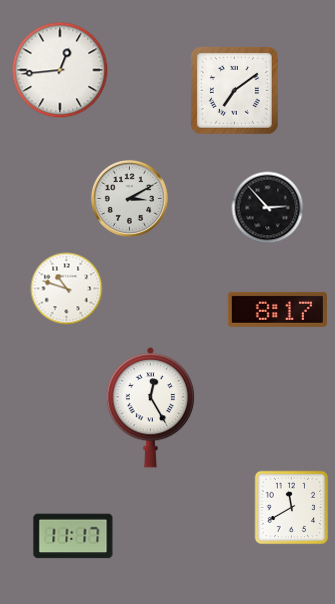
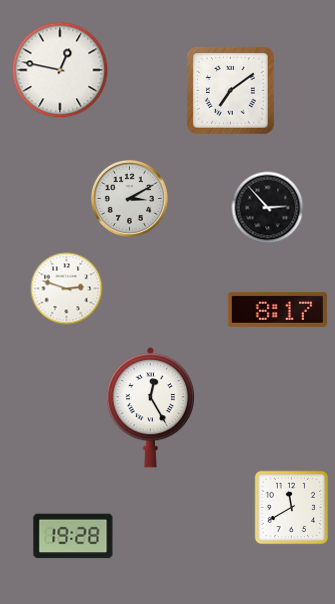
clock at (60, 70): 12:44 -> 12:47
clock at (235, 91) position: (235, 91) -> (231, 91)
clock at (67, 289): 10:48 -> 2:48
clock at (73, 536): 11:17 -> 19:28
